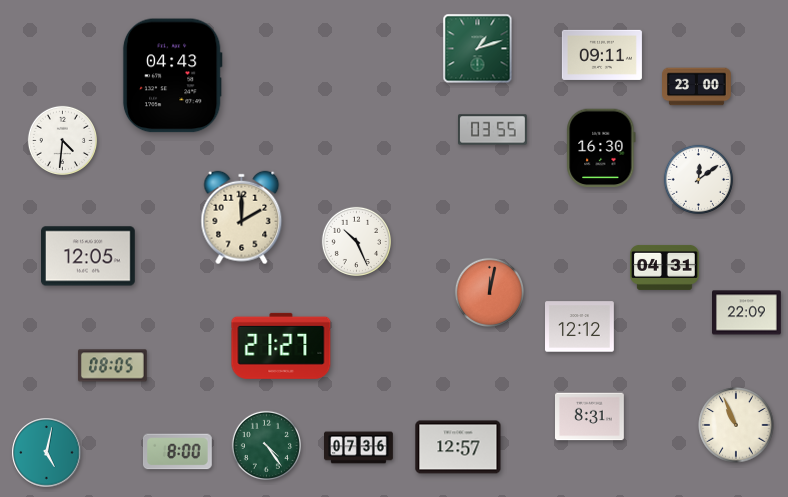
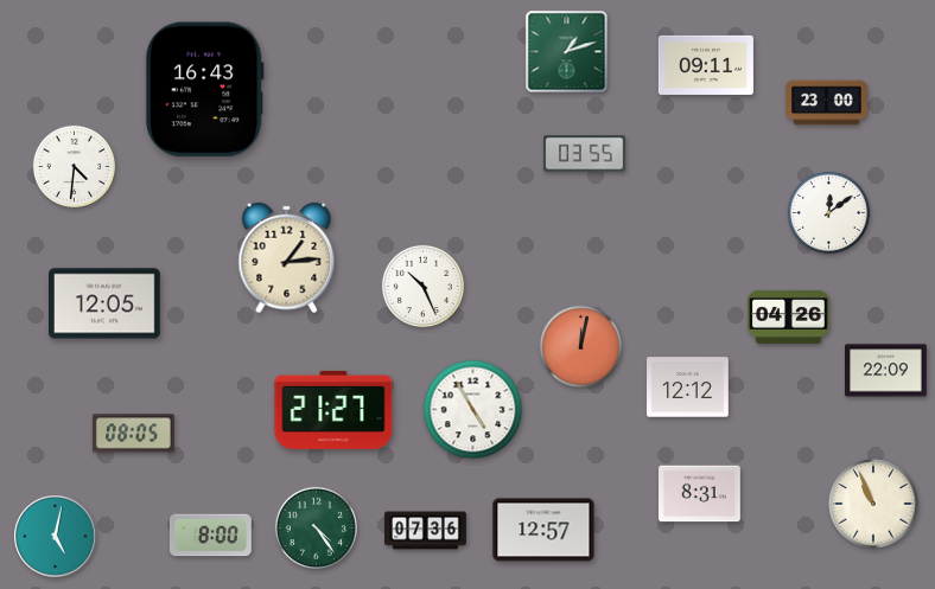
clock at (478, 49) position: (478, 49) -> (567, 52)
clock at (602, 55) position: (602, 55) -> (706, 65)
clock at (172, 76): 04:43 -> 16:43
clock at (601, 148): 16:30 -> none
clock at (242, 218): 2:00 -> 1:14
clock at (665, 267): 04:31 -> 04:26
clock at (473, 410): none -> 4:55
